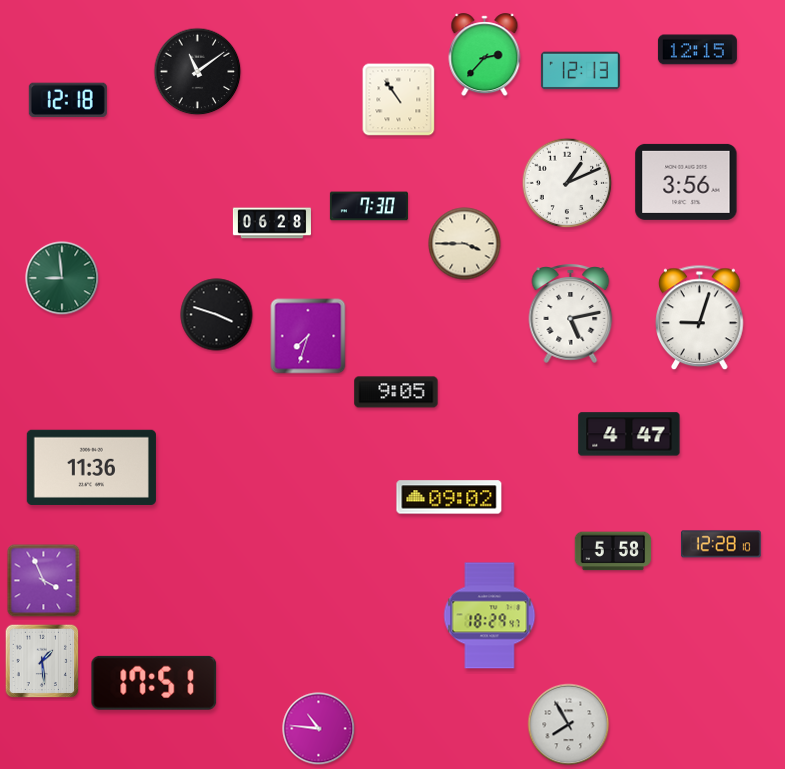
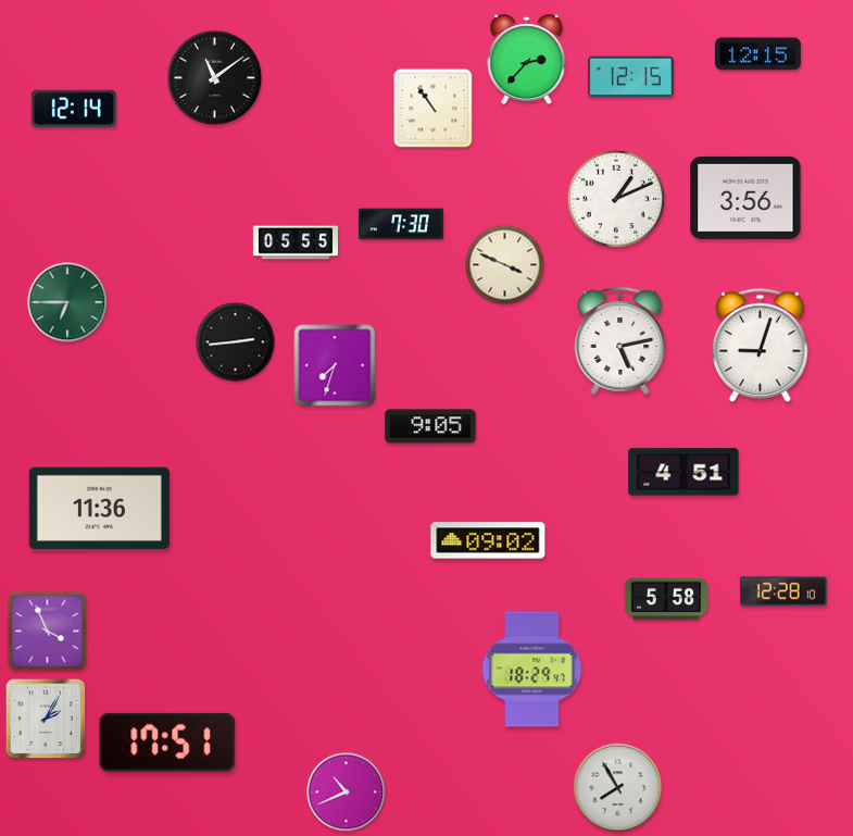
clock at (580, 71): 12:13 -> 12:15
clock at (68, 99): 12:18 -> 12:14
clock at (272, 223): 06:28 -> 05:55
clock at (465, 244): 3:45 -> 3:49
clock at (62, 278): 8:59 -> 6:45
clock at (217, 315): 3:48 -> 2:44
clock at (629, 434): 4:47 -> 4:51
clock at (42, 661): 1:29 -> 2:05
clock at (319, 729): 10:46 -> 10:41
